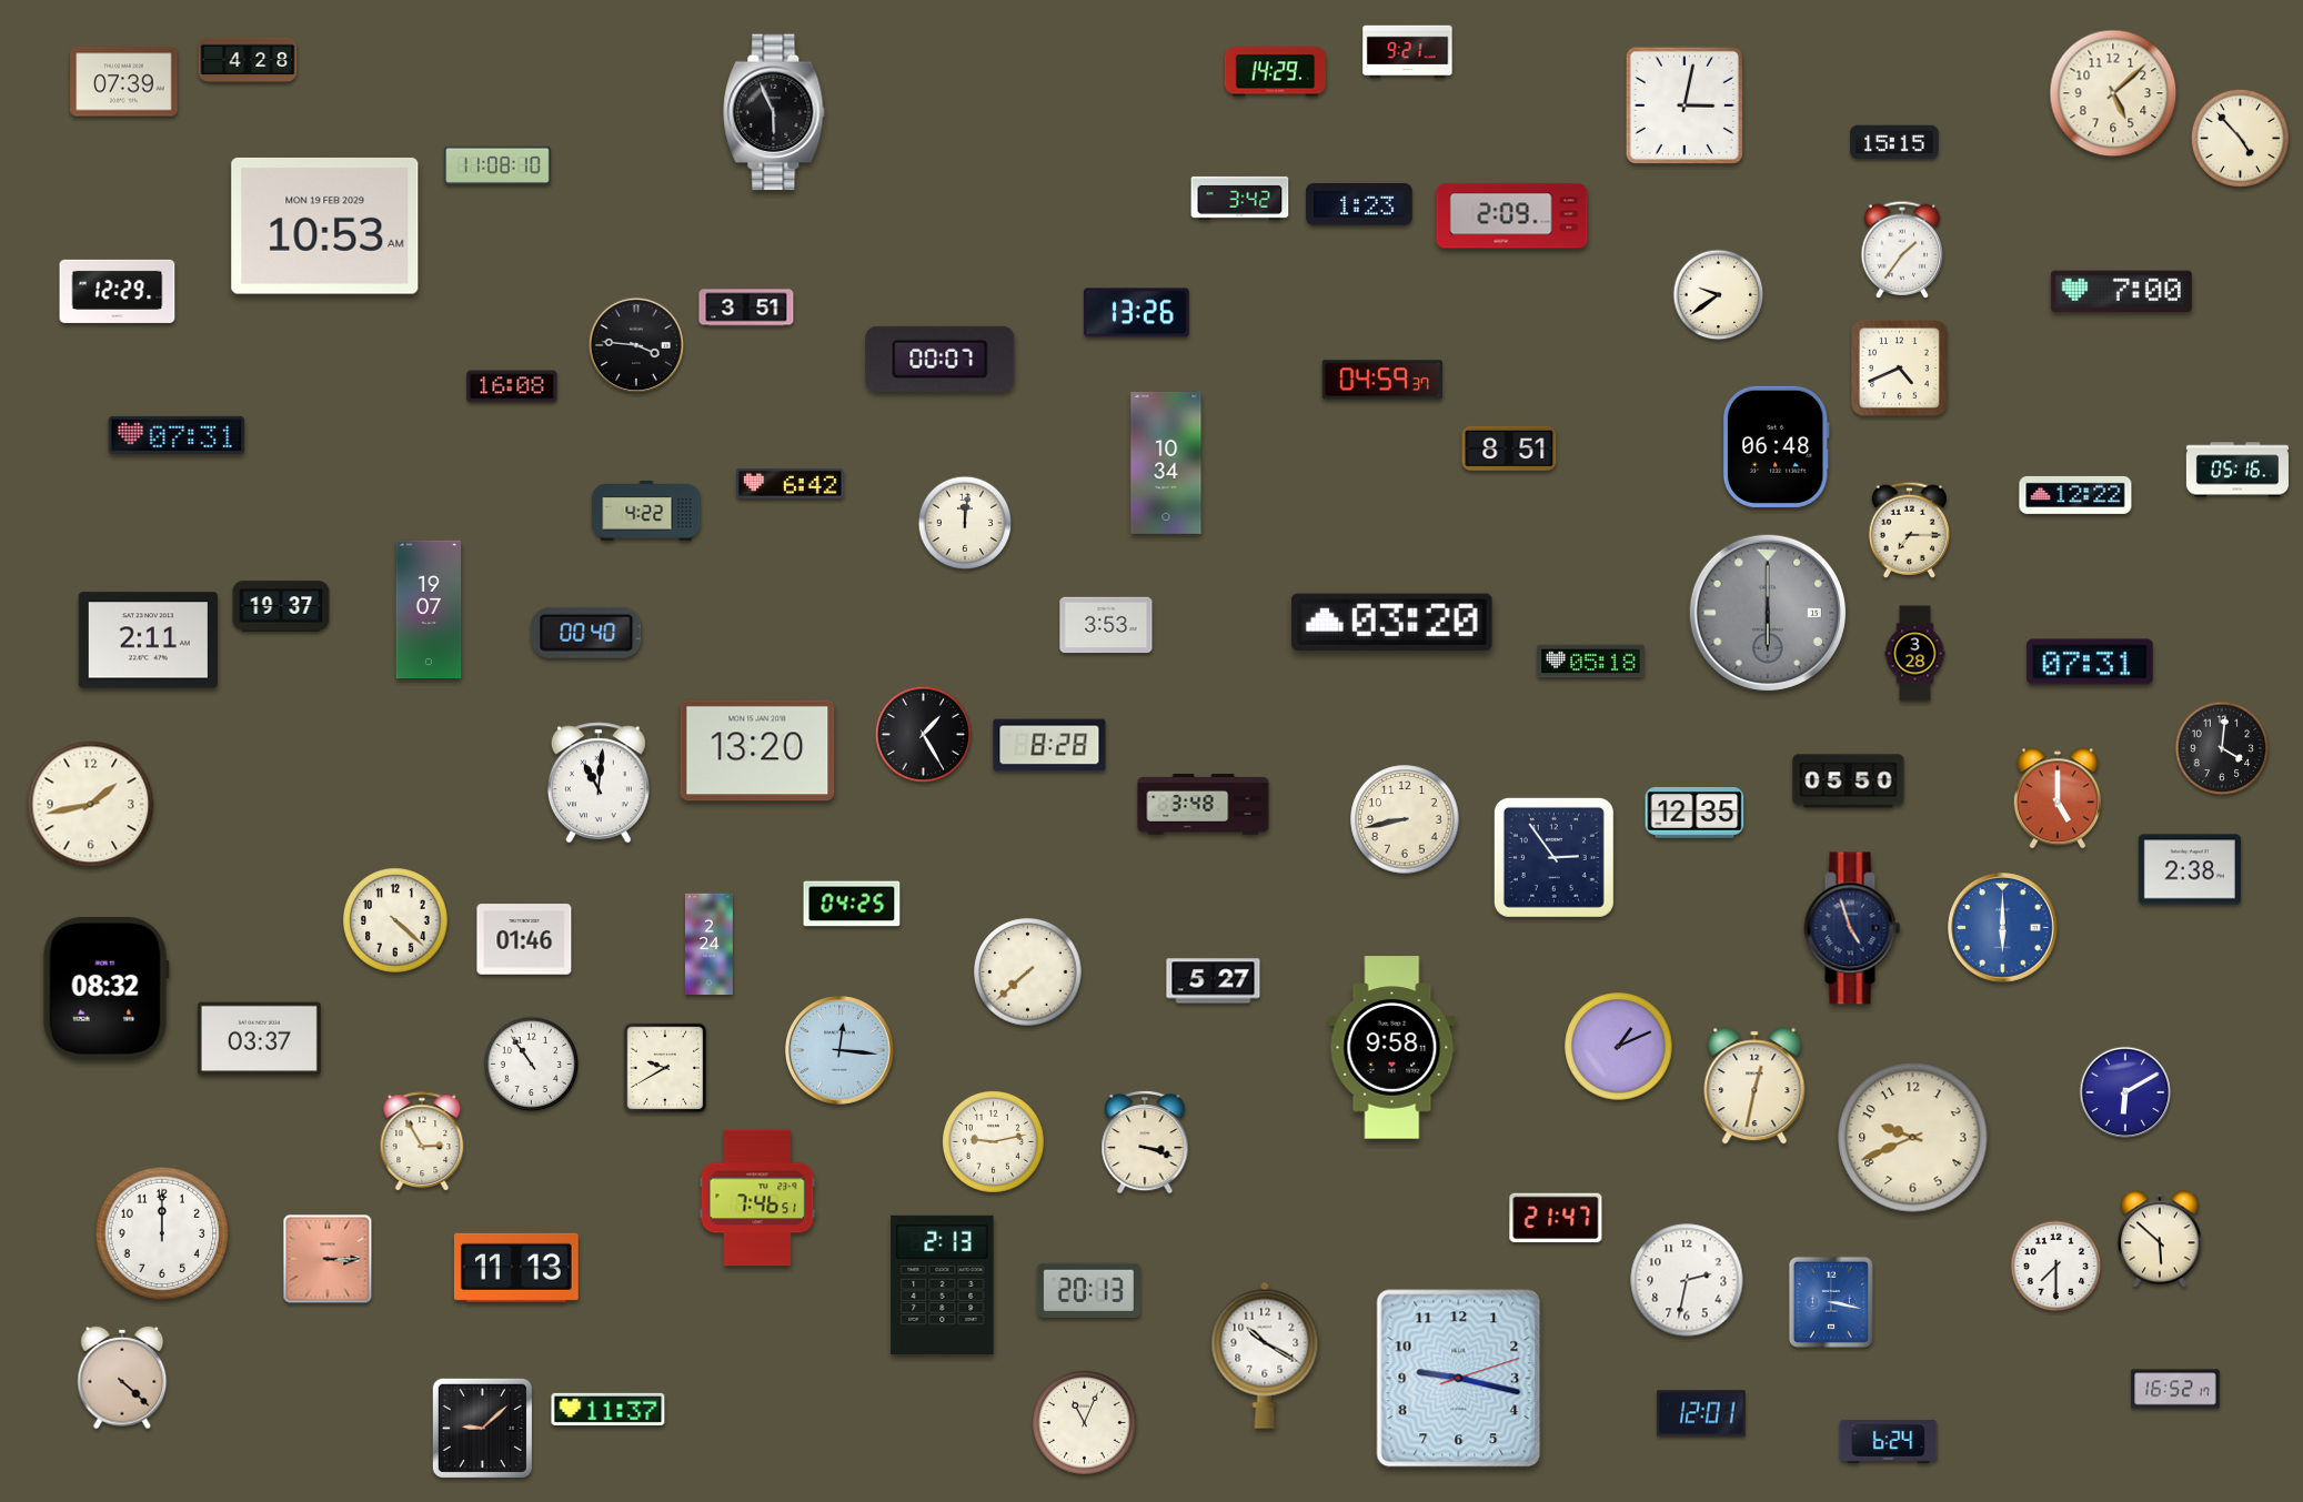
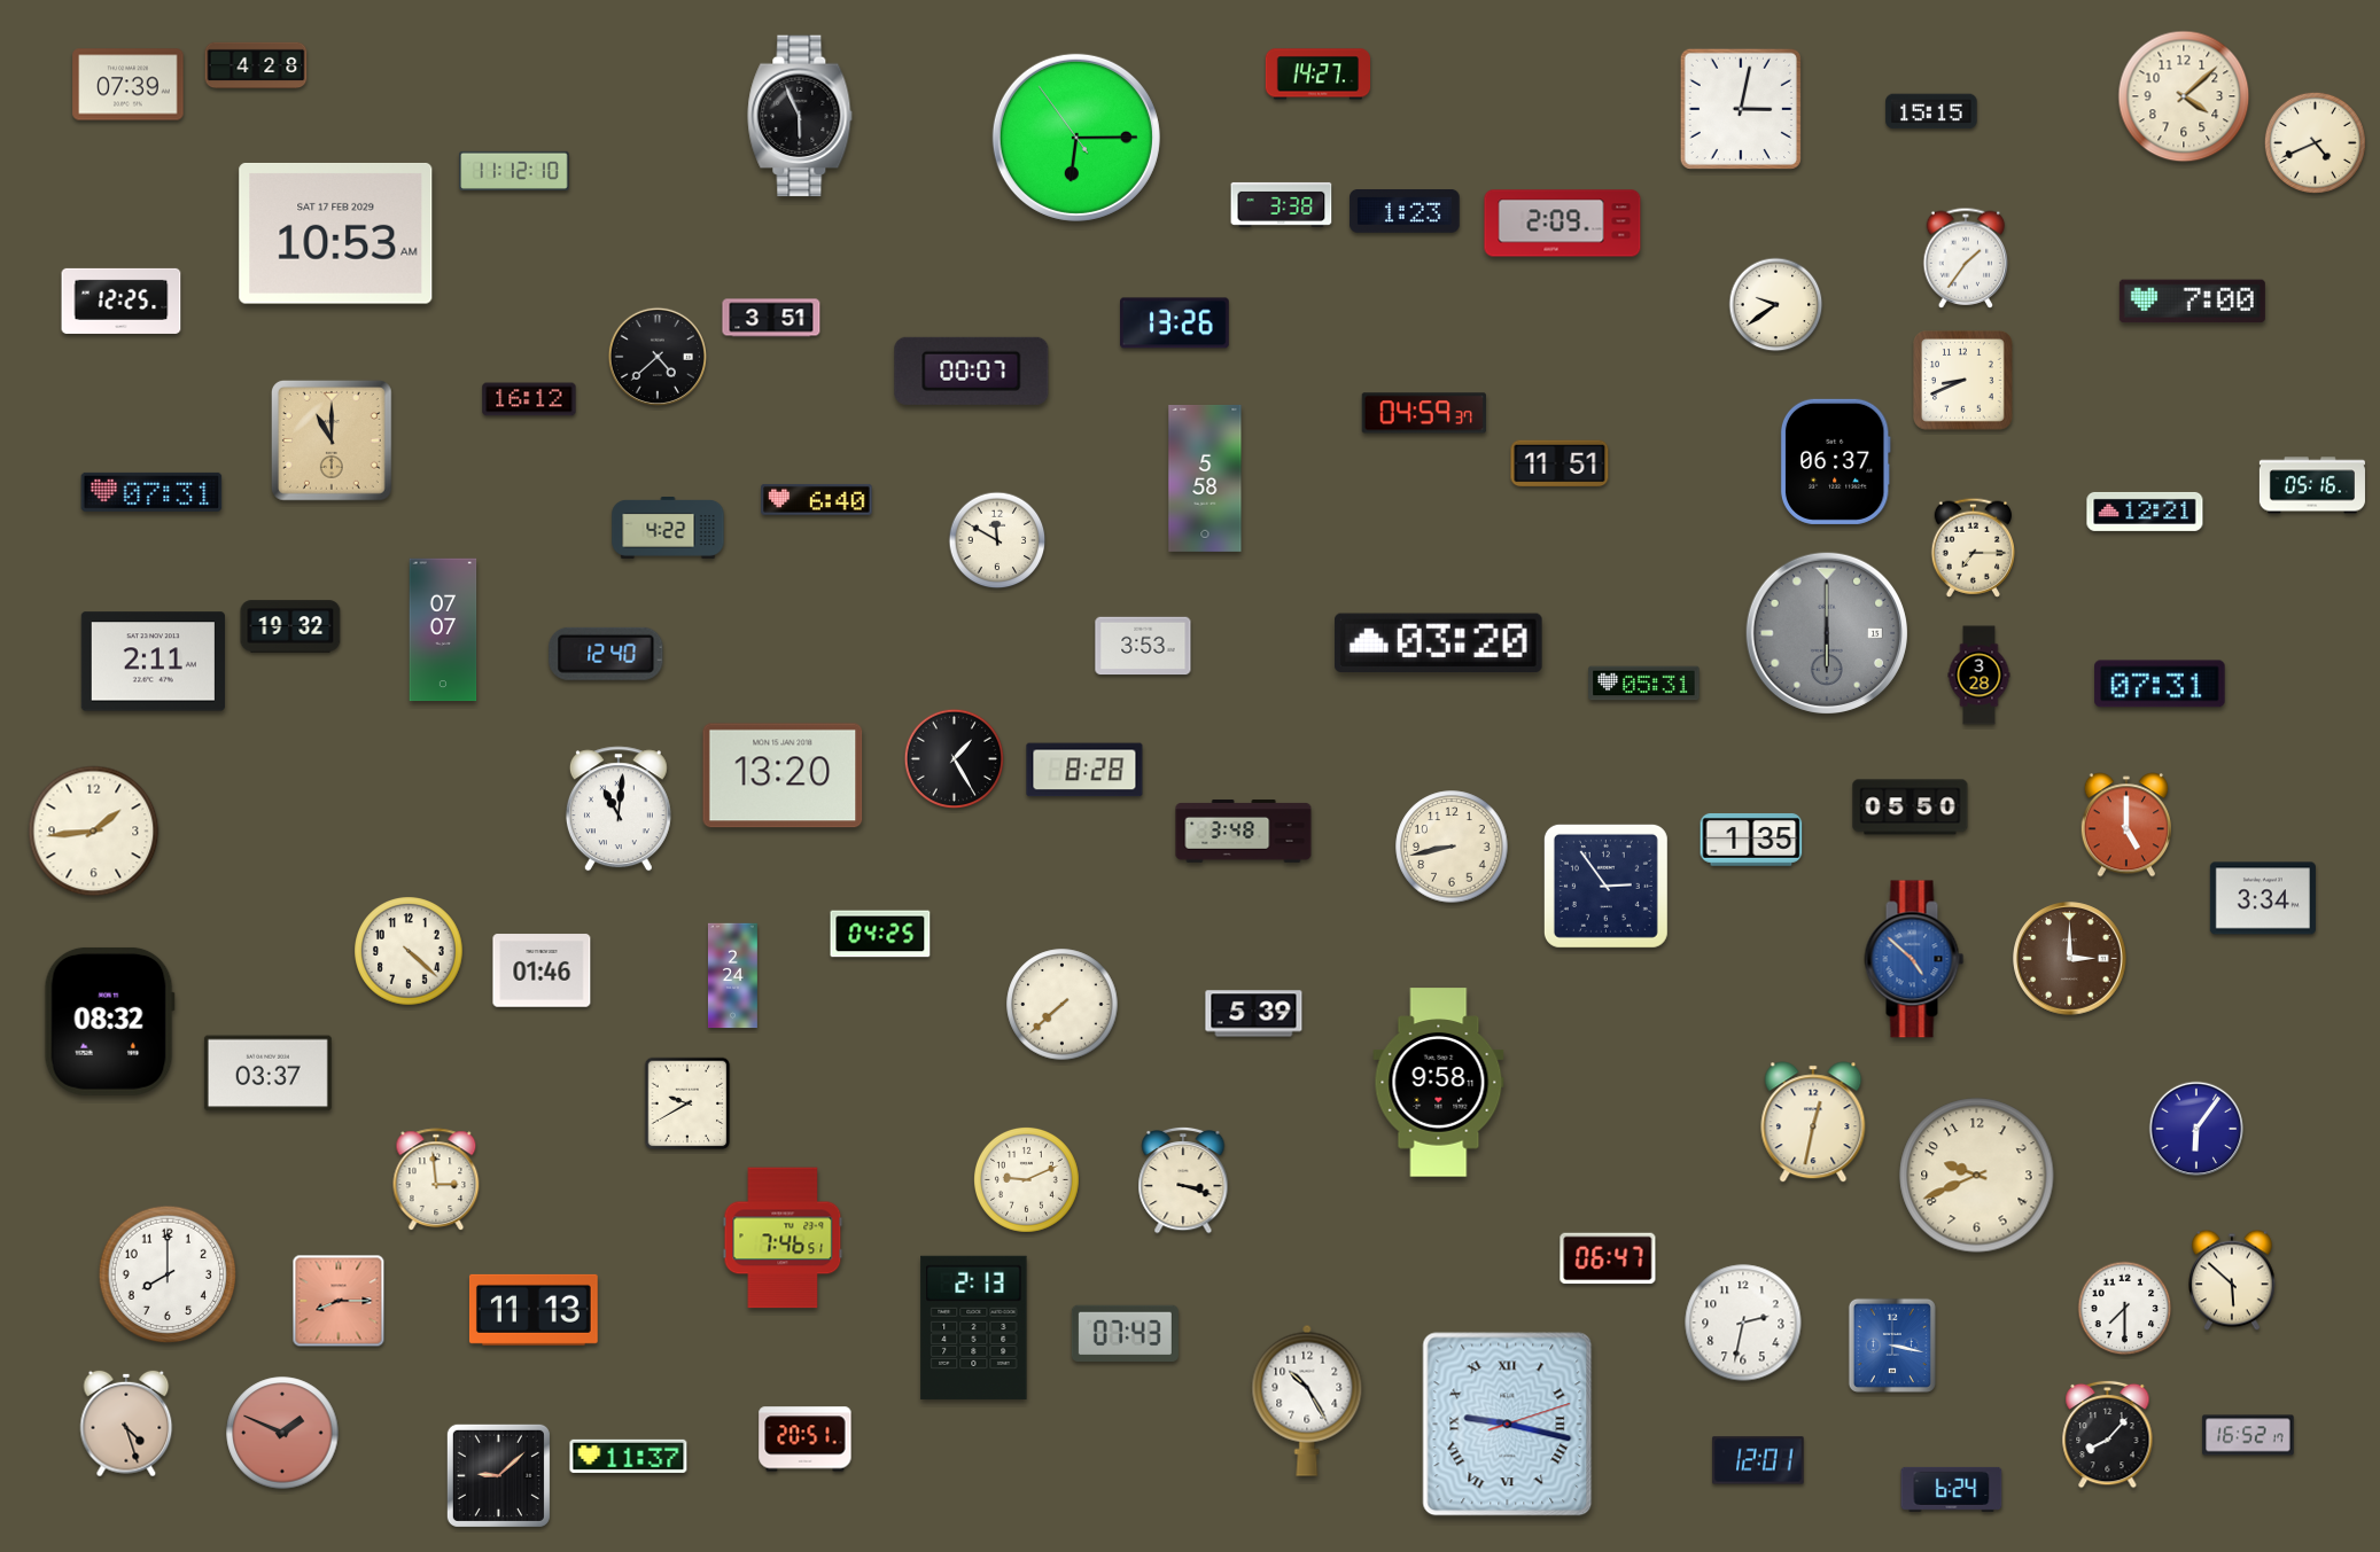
clock at (1408, 52): 9:21 -> none
clock at (248, 59) position: (248, 59) -> (256, 64)
clock at (1276, 72): 14:29 -> 14:27
clock at (2113, 93): 5:08 -> 4:08
clock at (1076, 138): none -> 6:14
clock at (2240, 138): 4:53 -> 4:41
clock at (1894, 142) position: (1894, 142) -> (1931, 111)
clock at (497, 165): 11:08 -> 11:12
clock at (1240, 198): 3:42 -> 3:38
clock at (325, 226) date: MON 19 FEB 2029 -> SAT 17 FEB 2029
clock at (118, 291): 12:29 -> 12:25
clock at (636, 345): 3:46 -> 4:38
clock at (1900, 369): 4:41 -> 8:41
clock at (1382, 380) position: (1382, 380) -> (1424, 413)
clock at (512, 386): 16:08 -> 16:12
clock at (332, 440): none -> 11:00
clock at (177, 435) position: (177, 435) -> (151, 492)
clock at (1776, 446): 06:48 -> 06:37
clock at (1509, 448): 8:51 -> 11:51
clock at (1166, 463): 10:34 -> 5:58
clock at (791, 483): 6:42 -> 6:40
clock at (2075, 495): 12:22 -> 12:21
clock at (965, 523): 12:01 -> 11:50
clock at (281, 606): 19:37 -> 19:32
clock at (429, 609): 19:07 -> 07:07
clock at (586, 633): 00:40 -> 12:40
clock at (1591, 662): 05:18 -> 05:31
clock at (2222, 748): 4:01 -> none
clock at (91, 805): 1:43 -> 1:44
clock at (1694, 814): 12:35 -> 1:35
clock at (2190, 869): 2:38 -> 3:34
clock at (1852, 928): 4:57 -> 4:52
clock at (1852, 928) dial: navy -> blue
clock at (2003, 928): 6:00 -> 3:00
clock at (2003, 928) dial: blue -> brown
clock at (1214, 981): 5:27 -> 5:39
clock at (1619, 1047): 1:11 -> none
clock at (839, 1050): 12:16 -> none
clock at (532, 1065): 10:54 -> none
clock at (2125, 1092): 6:10 -> 6:06
clock at (993, 1141): 9:13 -> 9:11
clock at (422, 1142): 2:55 -> 2:59
clock at (1556, 1218): 21:47 -> 06:47
clock at (162, 1233): 12:00 -> 8:00
clock at (328, 1259): 3:15 -> 8:15
clock at (1088, 1290): 20:13 -> 07:43
clock at (1265, 1355): 10:20 -> 10:25
clock at (122, 1378): 4:22 -> 4:27
clock at (1459, 1379) numerals: Arabic -> Roman
clock at (282, 1433): none -> 1:49
clock at (2108, 1434): none -> 8:07
clock at (806, 1440): none -> 20:51
clock at (1085, 1423): 11:04 -> none
